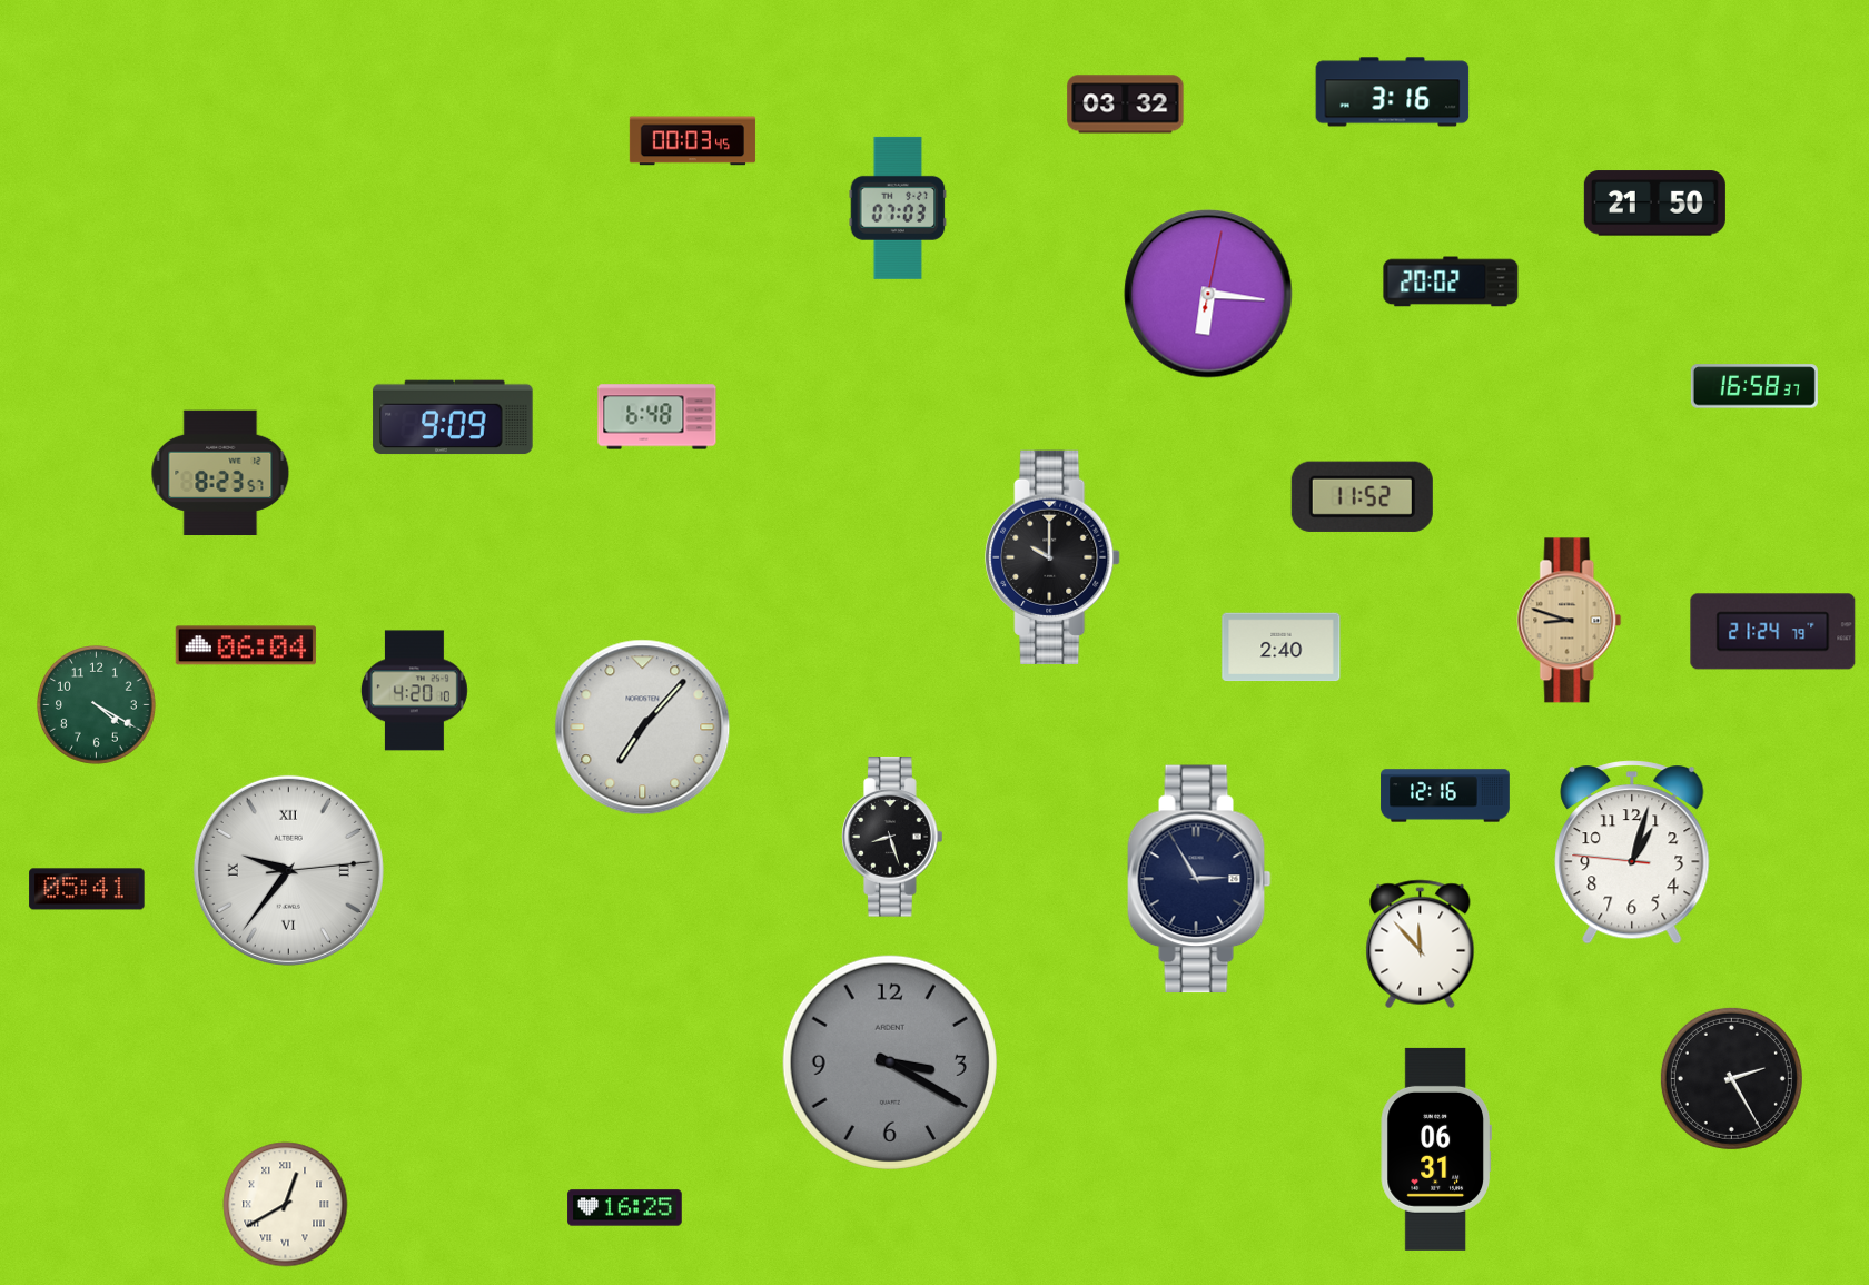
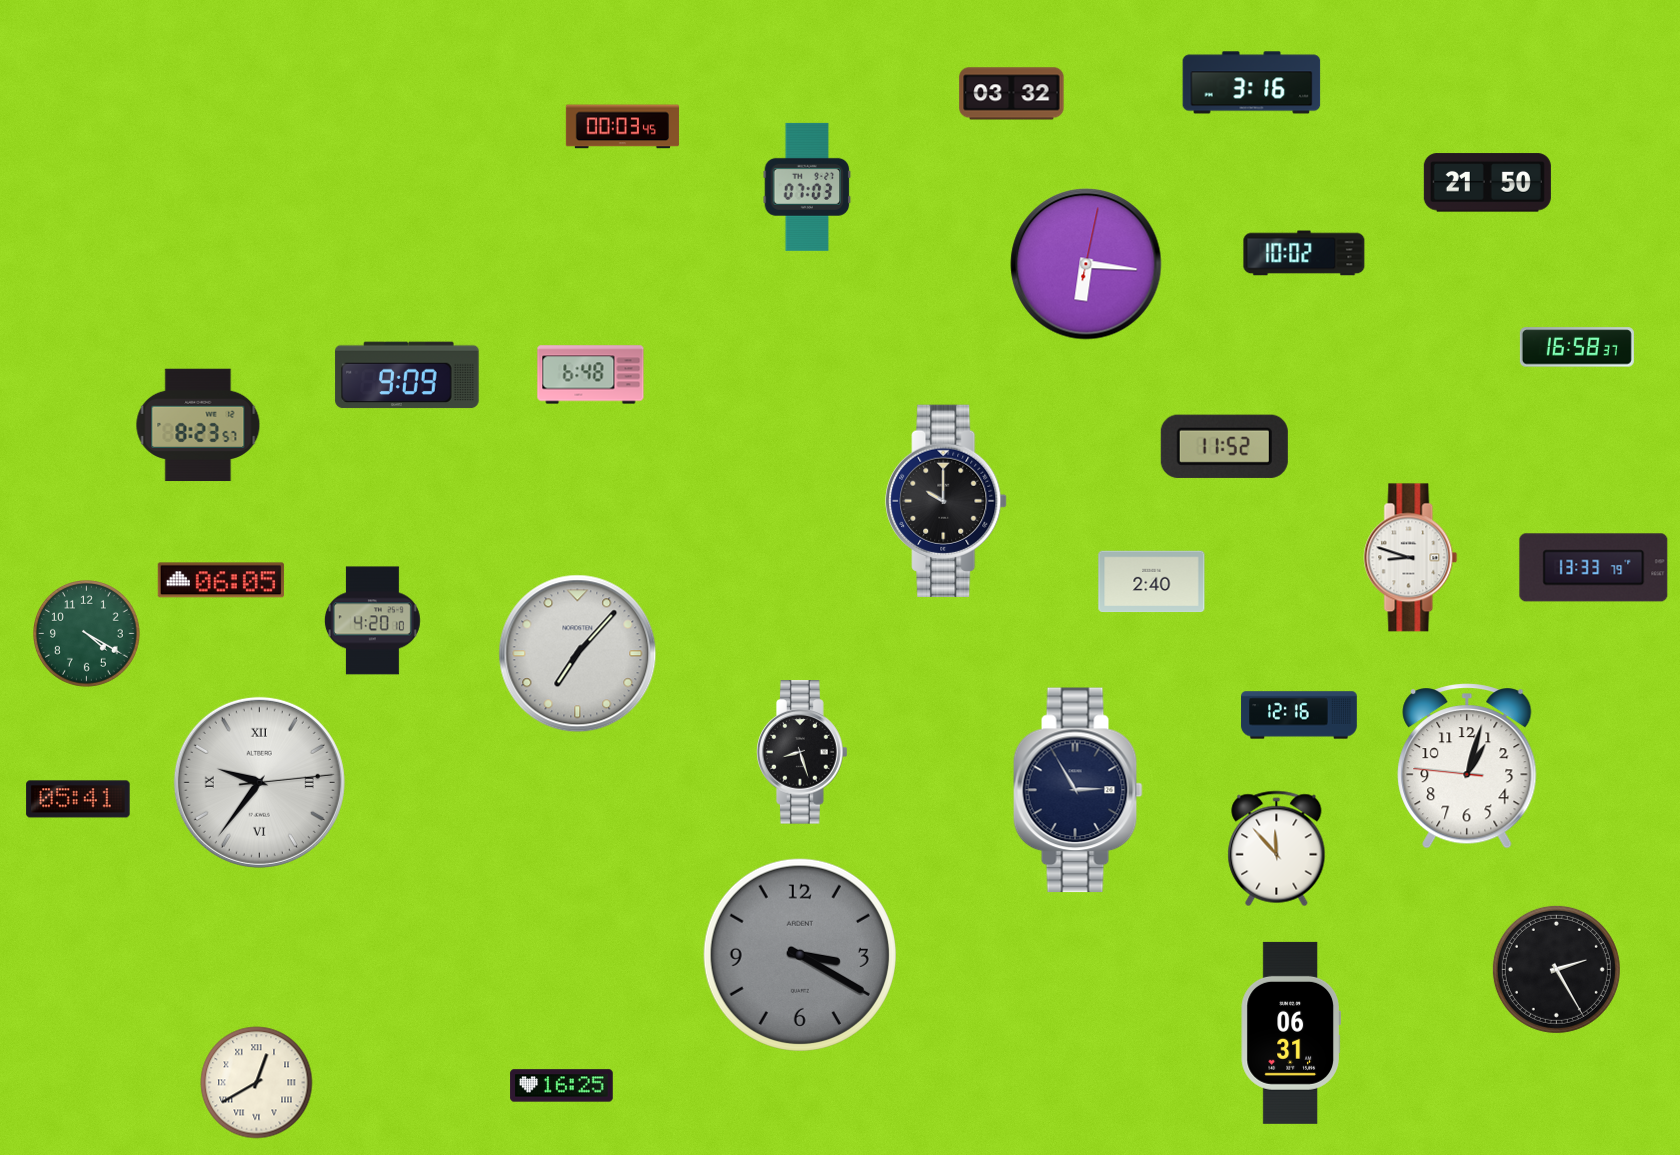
clock at (1451, 281): 20:02 -> 10:02
clock at (1570, 621) dial: champagne -> white
clock at (1773, 632): 21:24 -> 13:33
clock at (246, 645): 06:04 -> 06:05
